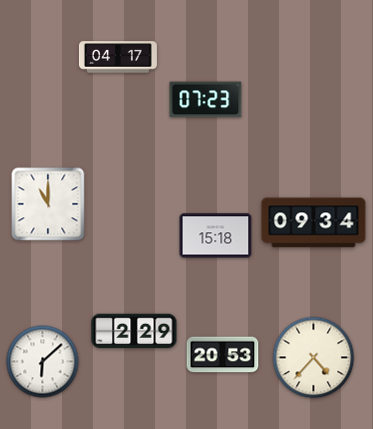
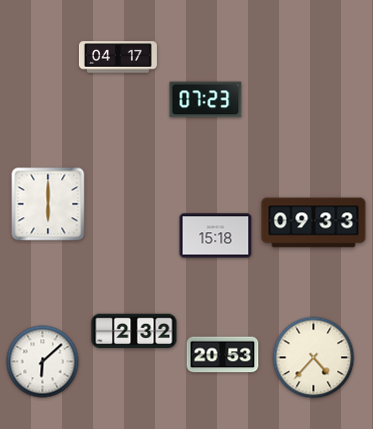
clock at (48, 204): 11:00 -> 6:00
clock at (314, 223): 09:34 -> 09:33
clock at (134, 331): 2:29 -> 2:32
